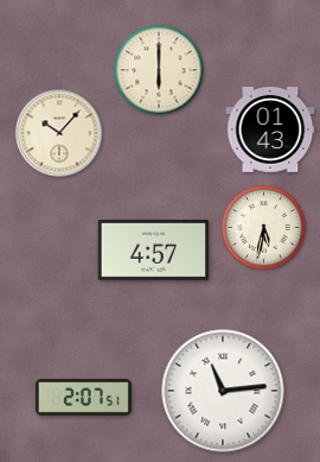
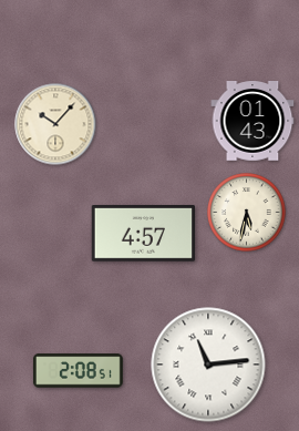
clock at (159, 70): 6:00 -> none
clock at (83, 398): 2:07 -> 2:08
